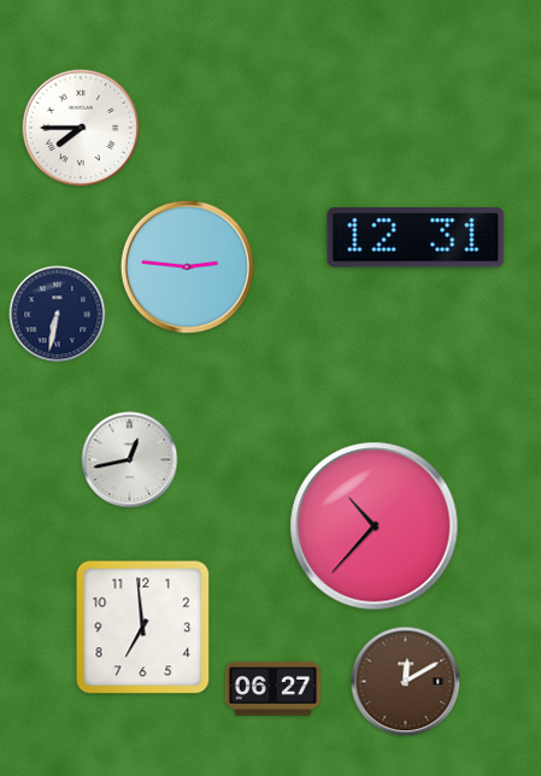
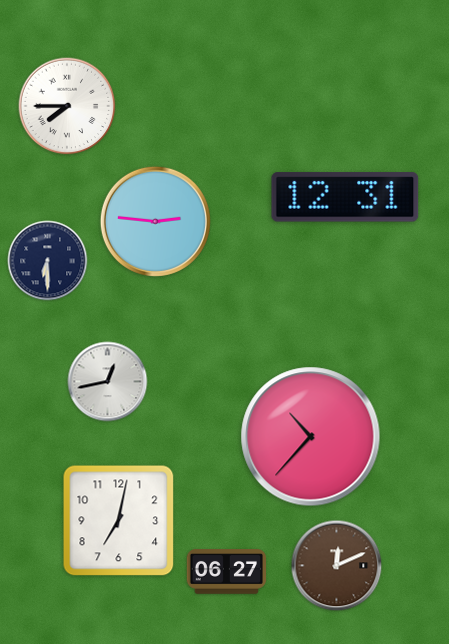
clock at (58, 314): 6:32 -> 6:30
clock at (143, 628): 6:59 -> 7:02
clock at (406, 682): 12:10 -> 12:11
